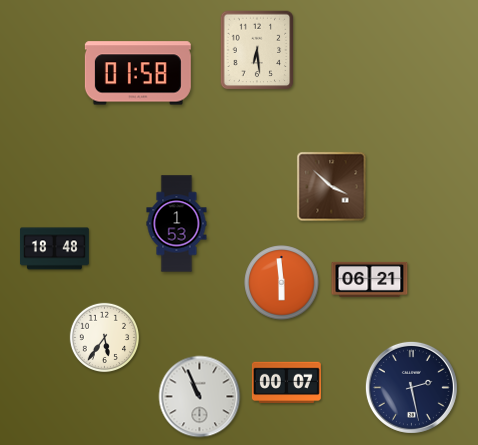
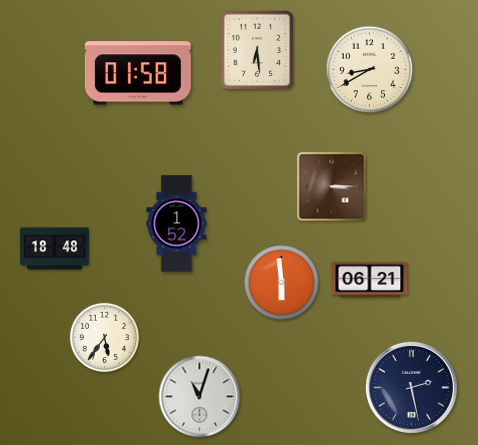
clock at (370, 70): none -> 8:40
clock at (332, 187): 3:52 -> 3:15
clock at (177, 224): 1:53 -> 1:52
clock at (286, 383): 00:07 -> none
clock at (200, 397): 10:56 -> 11:03
